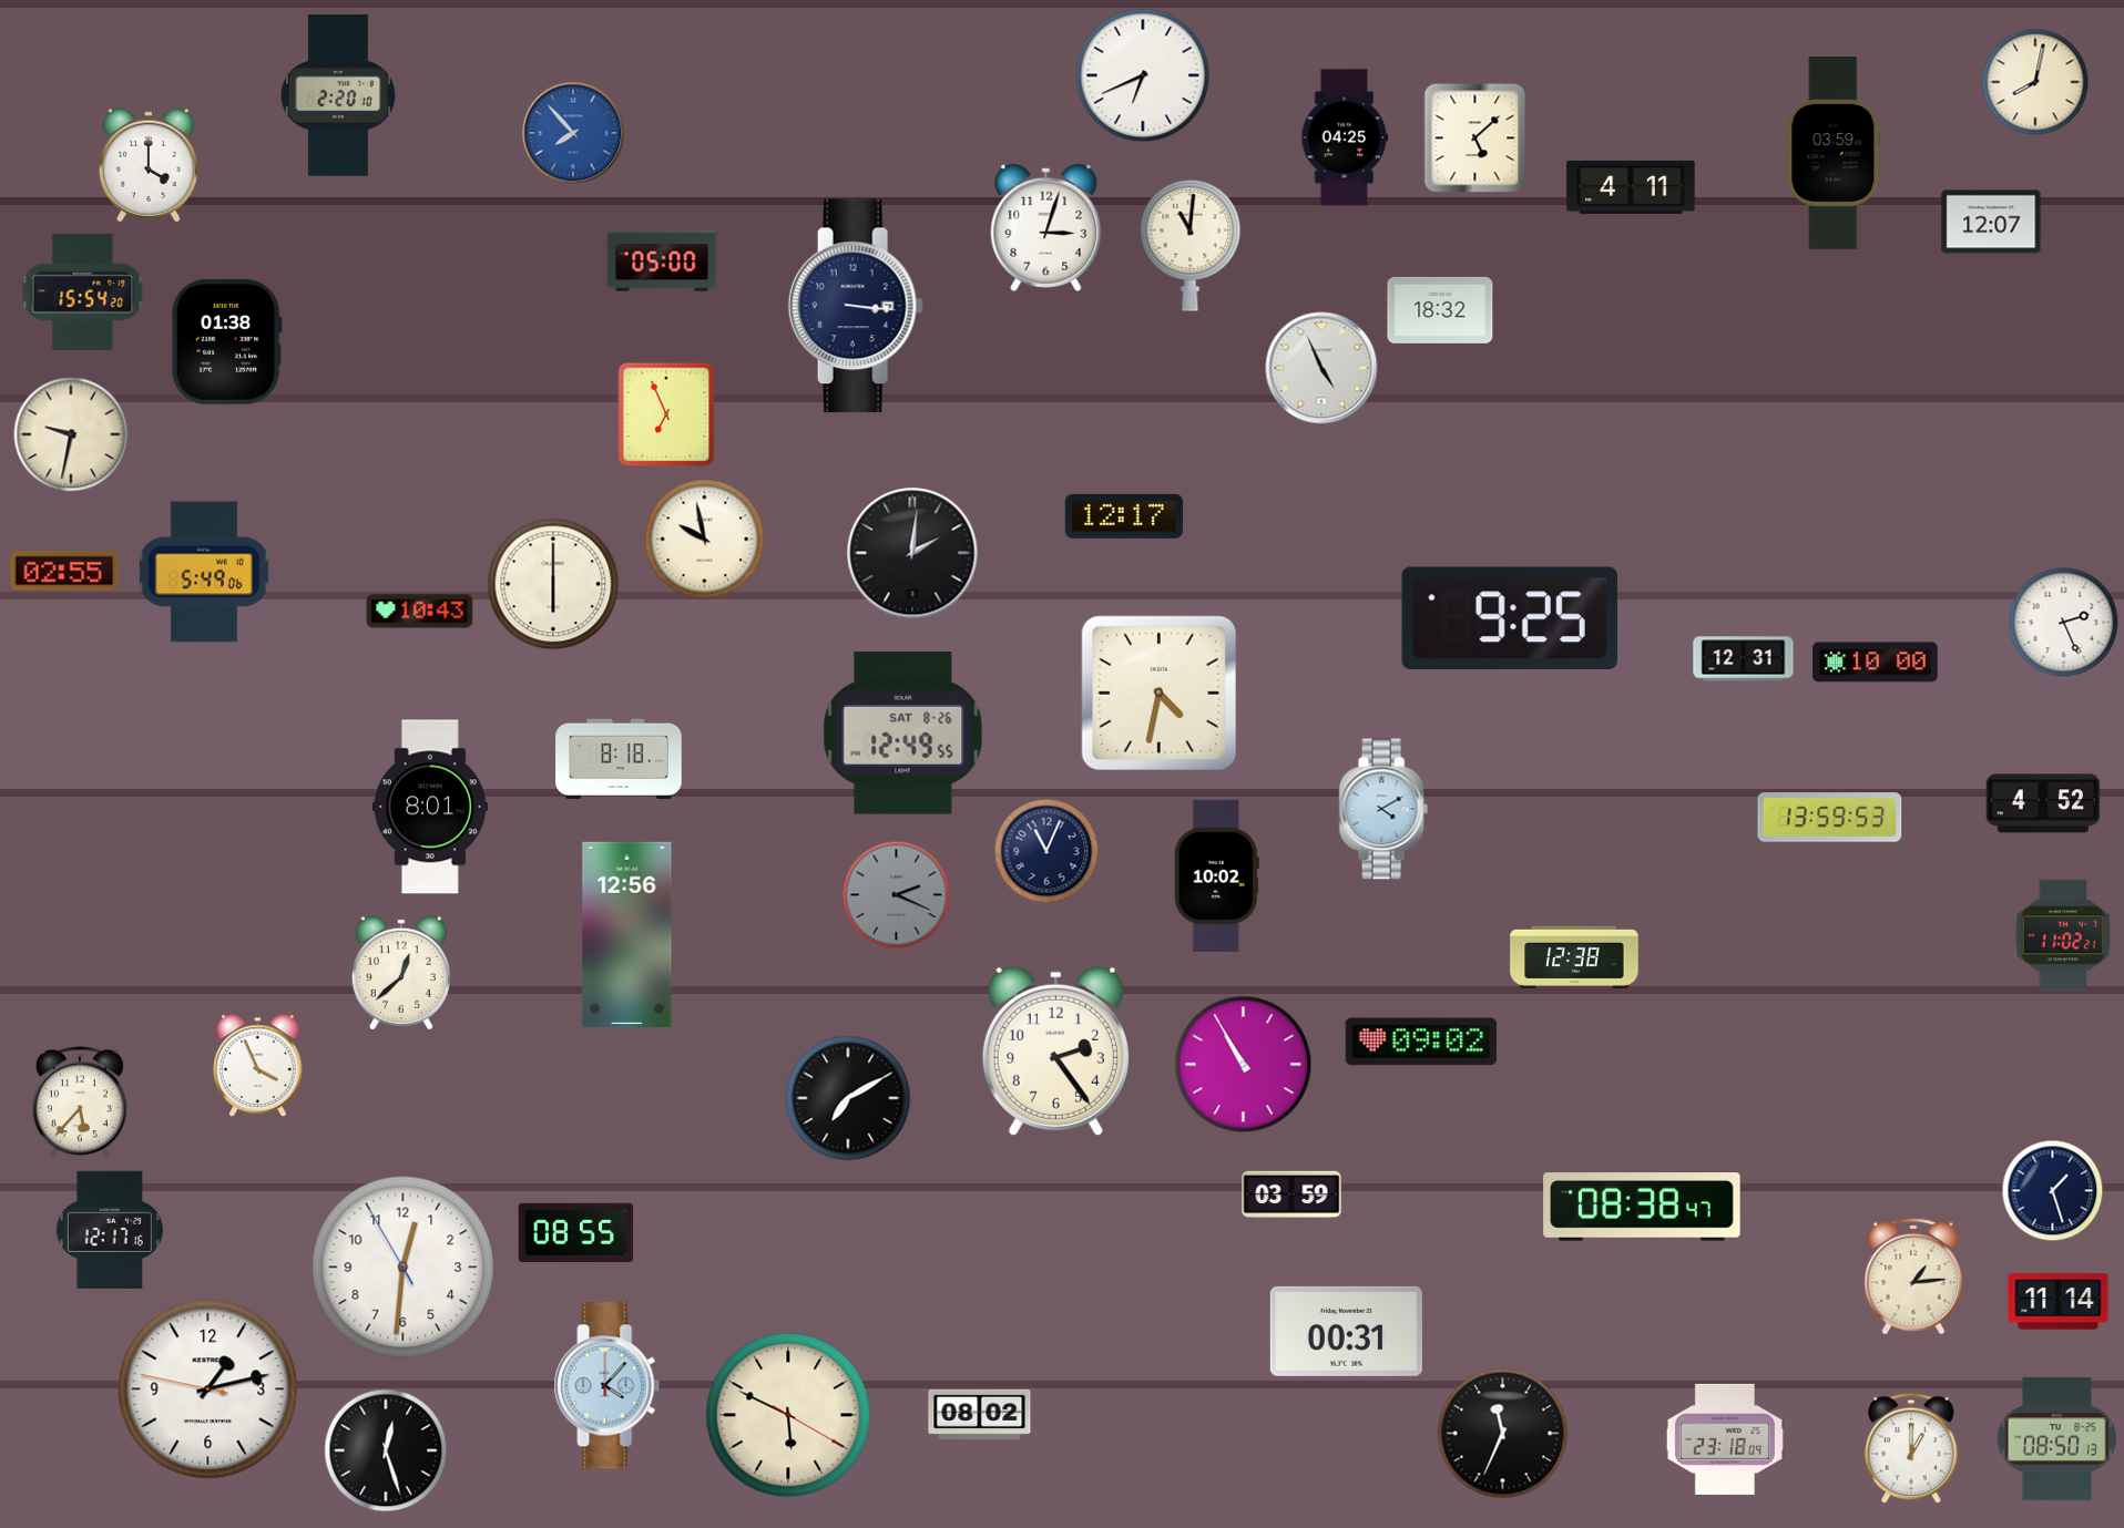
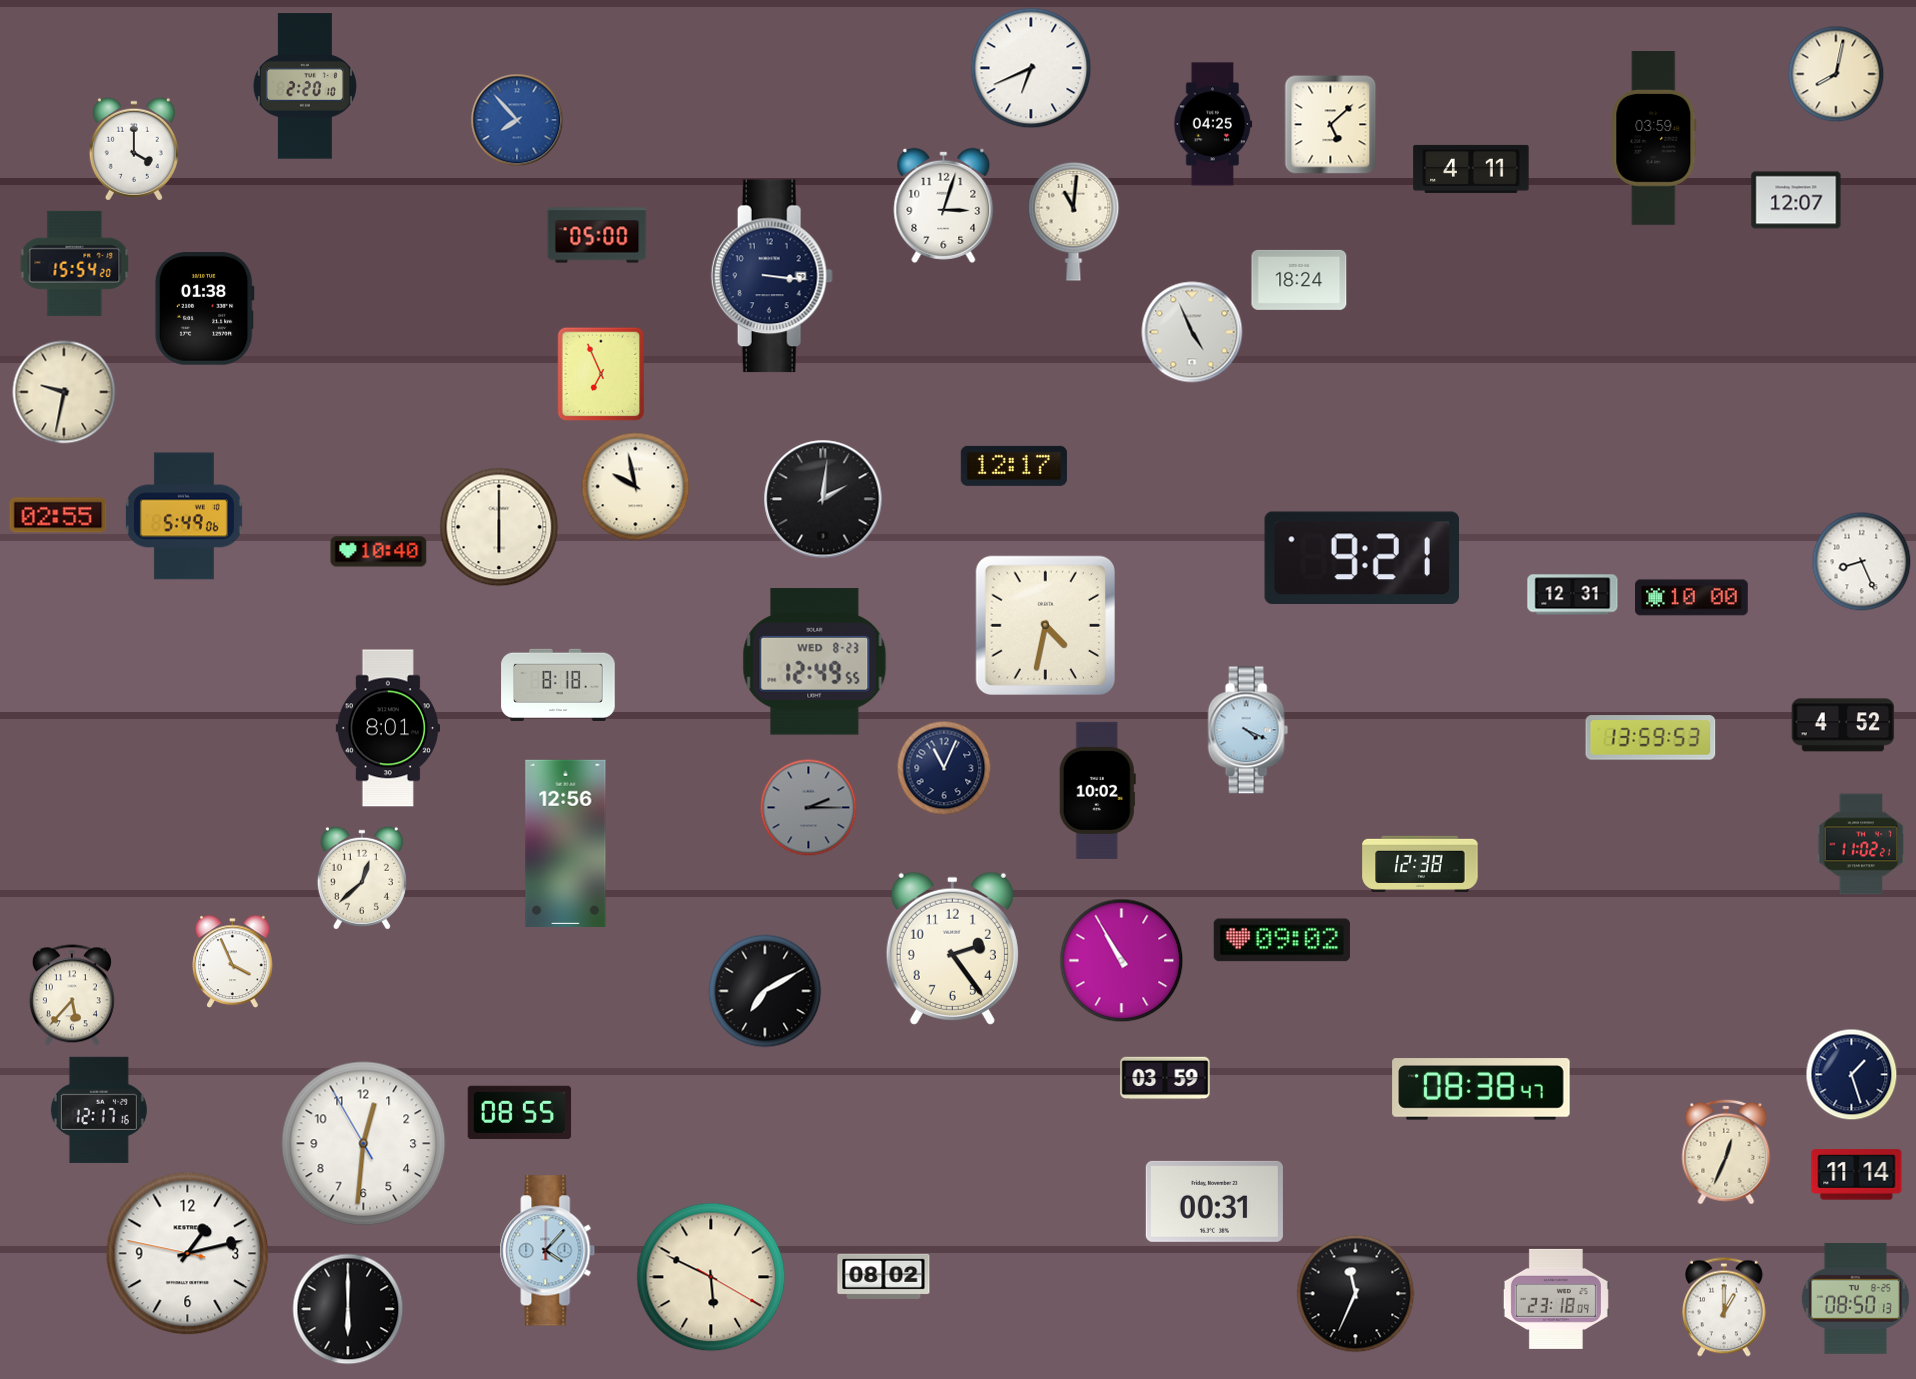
clock at (1440, 310): 18:32 -> 18:24
clock at (420, 612): 10:43 -> 10:40
clock at (1510, 617): 9:25 -> 9:21
clock at (2064, 623): 2:26 -> 8:26
clock at (903, 734) date: SAT 8-26 -> WED 8-23
clock at (1383, 809): 4:10 -> 4:19
clock at (897, 895): 2:19 -> 2:15
clock at (1913, 1276): 1:14 -> 12:34
clock at (386, 1450): 12:27 -> 6:00
